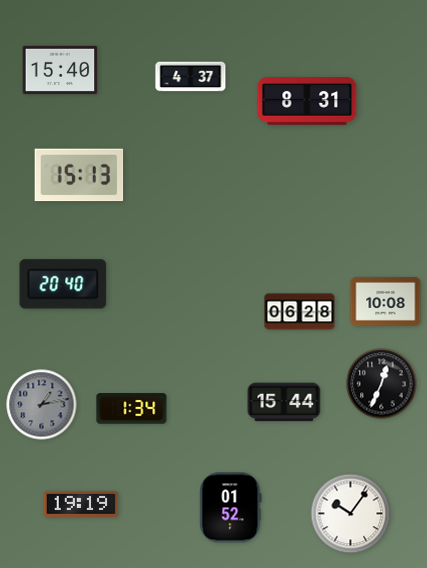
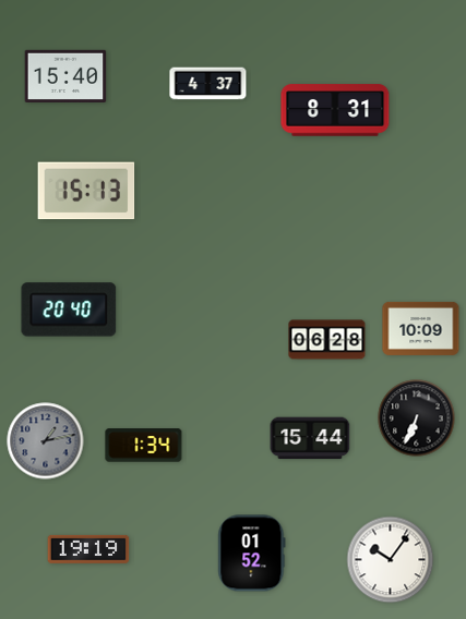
clock at (386, 301): 10:08 -> 10:09
clock at (382, 384): 12:34 -> 6:34
clock at (351, 514) position: (351, 514) -> (391, 560)
